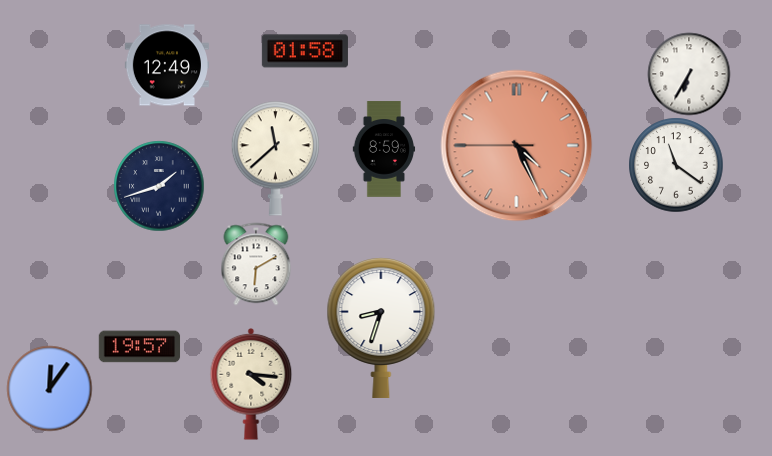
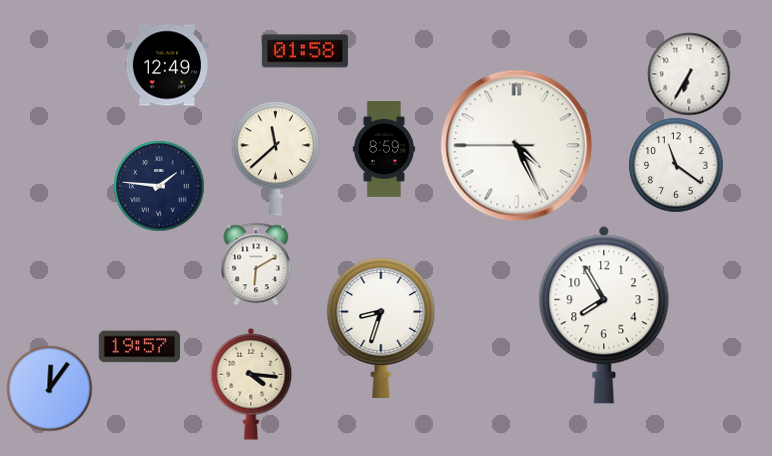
clock at (517, 146) dial: salmon -> white
clock at (159, 186): 1:42 -> 1:46
clock at (604, 315): none -> 7:55
